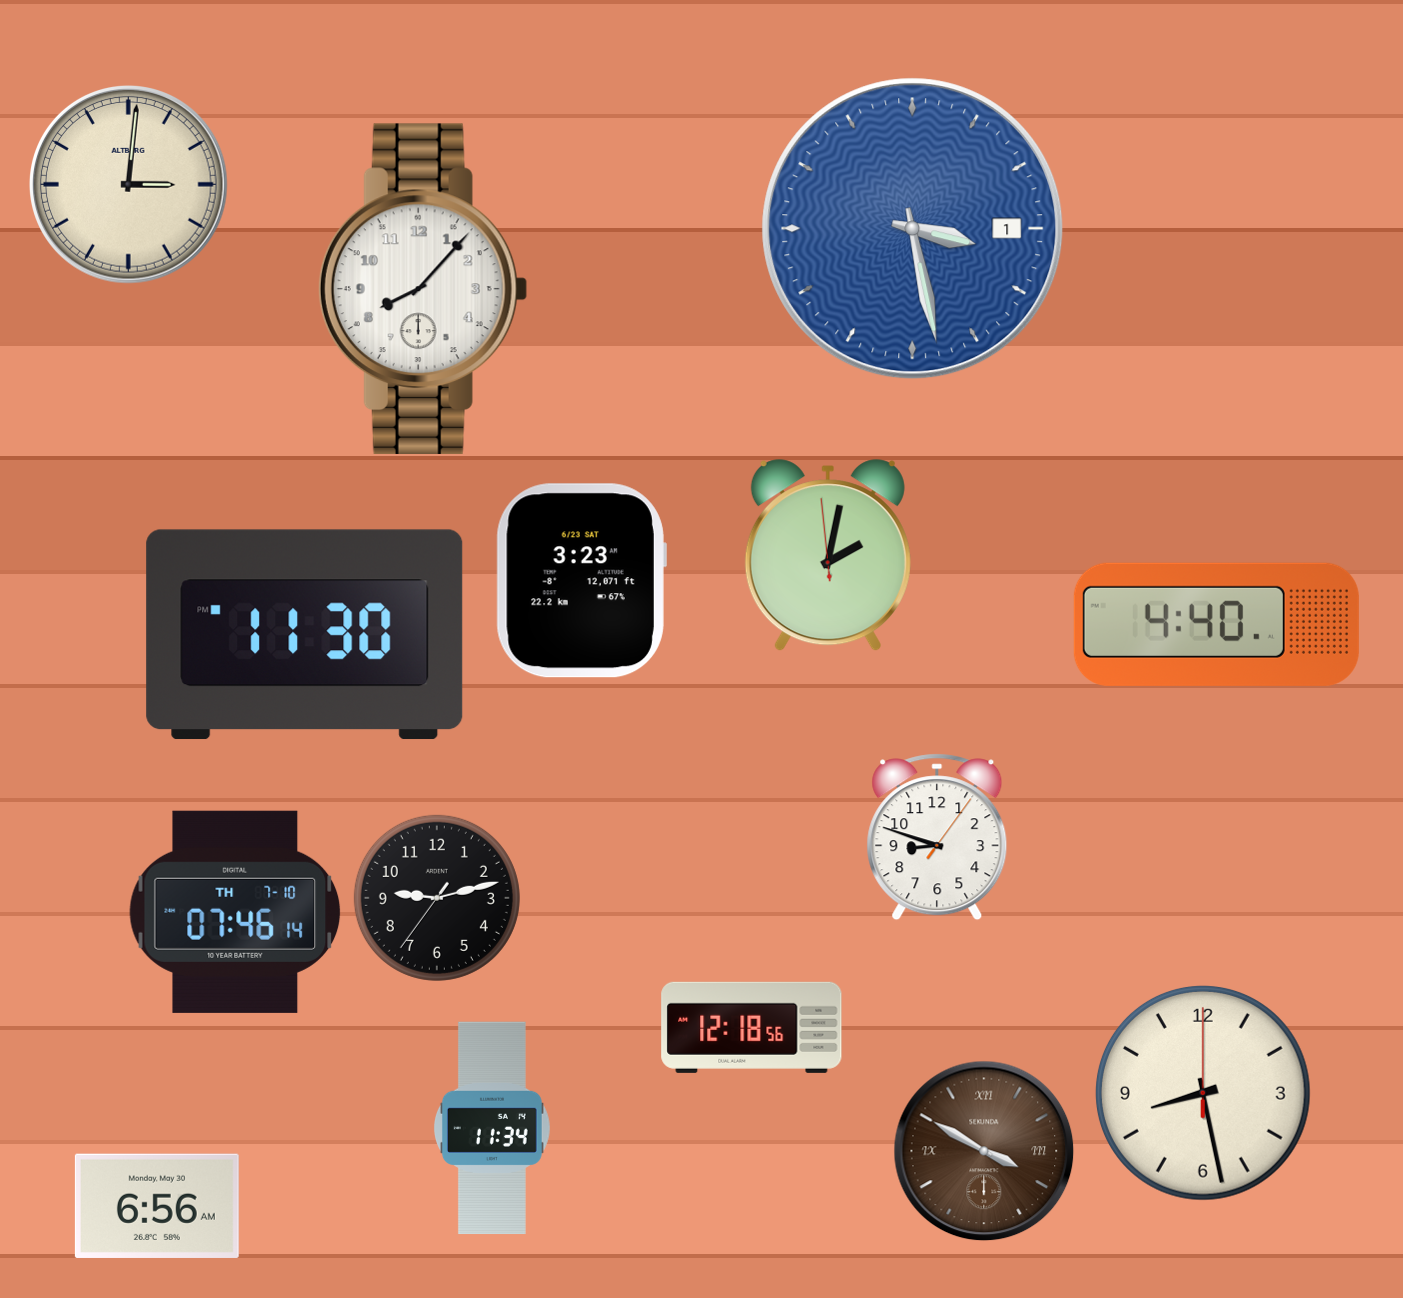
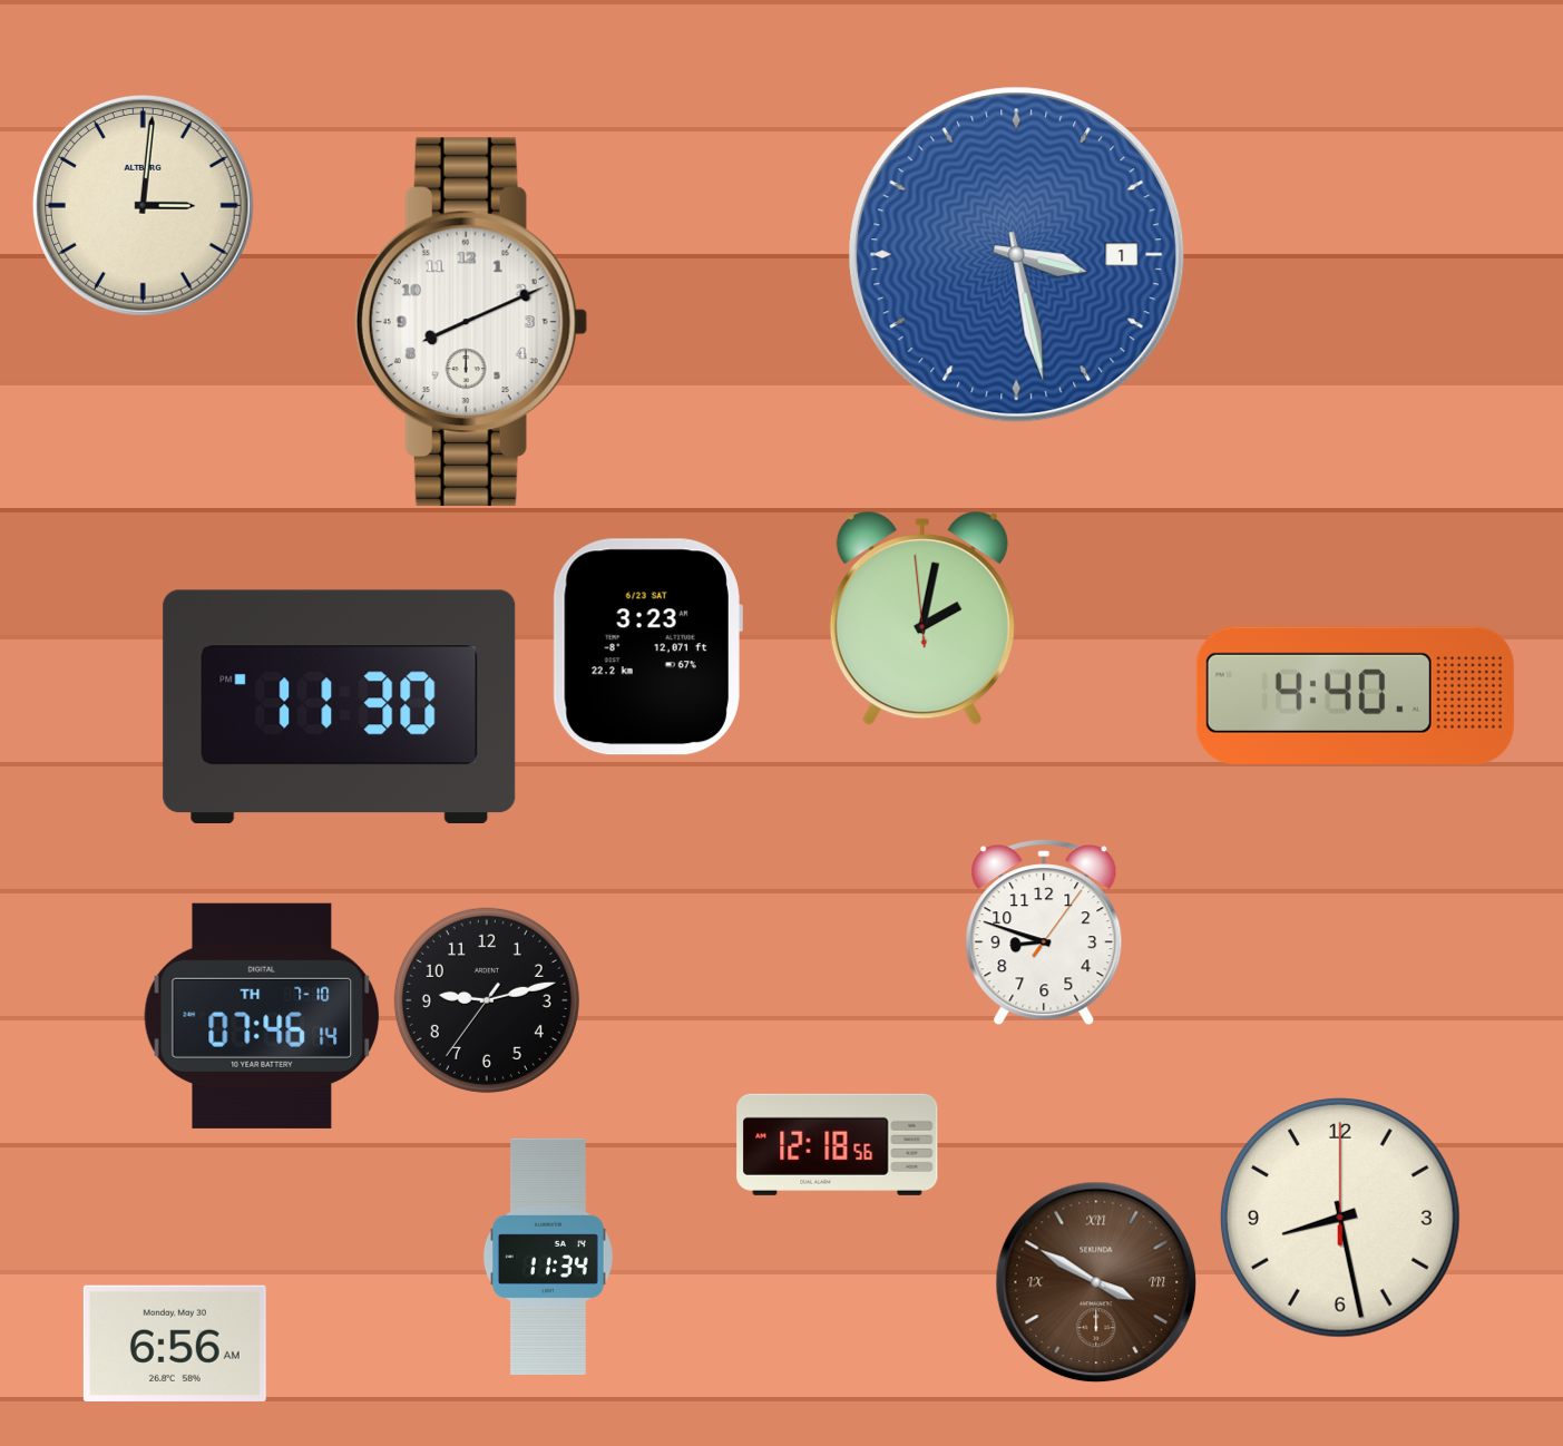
clock at (423, 289): 8:07 -> 8:11
